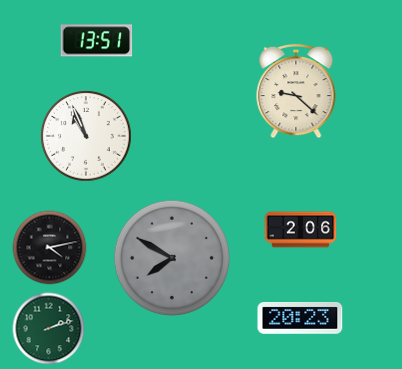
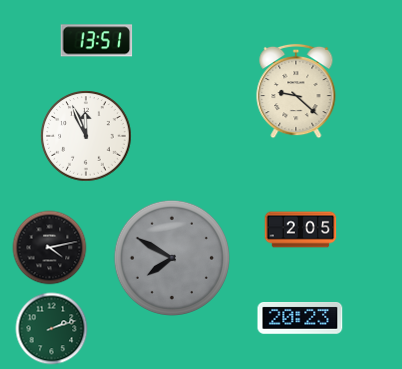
clock at (86, 136): 10:56 -> 11:56
clock at (301, 230): 2:06 -> 2:05
clock at (49, 329) position: (49, 329) -> (52, 329)
